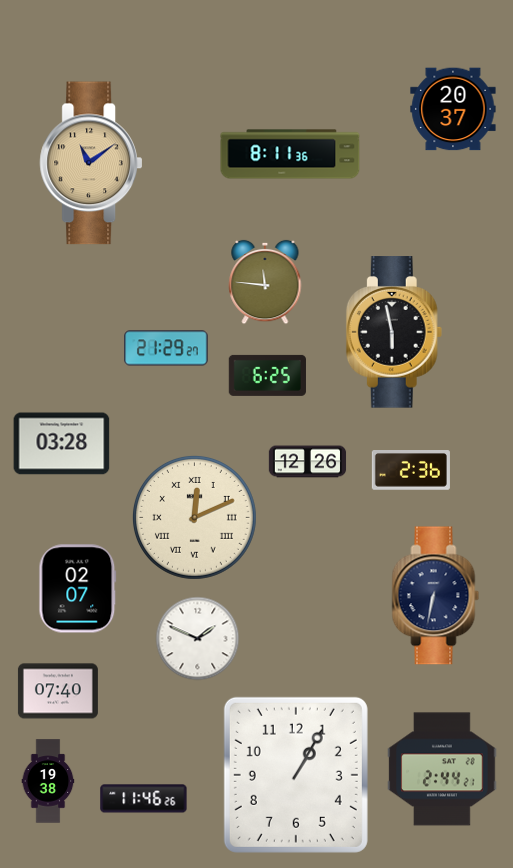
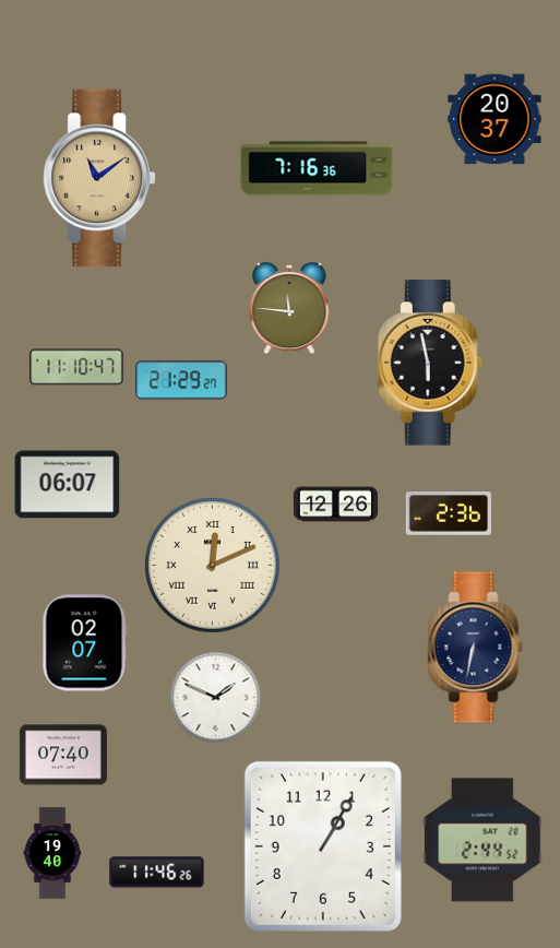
clock at (290, 154): 8:11 -> 7:16
clock at (76, 367): none -> 11:10
clock at (267, 375): 6:25 -> none
clock at (62, 444): 03:28 -> 06:07
clock at (436, 596) position: (436, 596) -> (476, 648)
clock at (442, 769): 2:44:21 -> 2:44:52
clock at (48, 781): 19:38 -> 19:40
